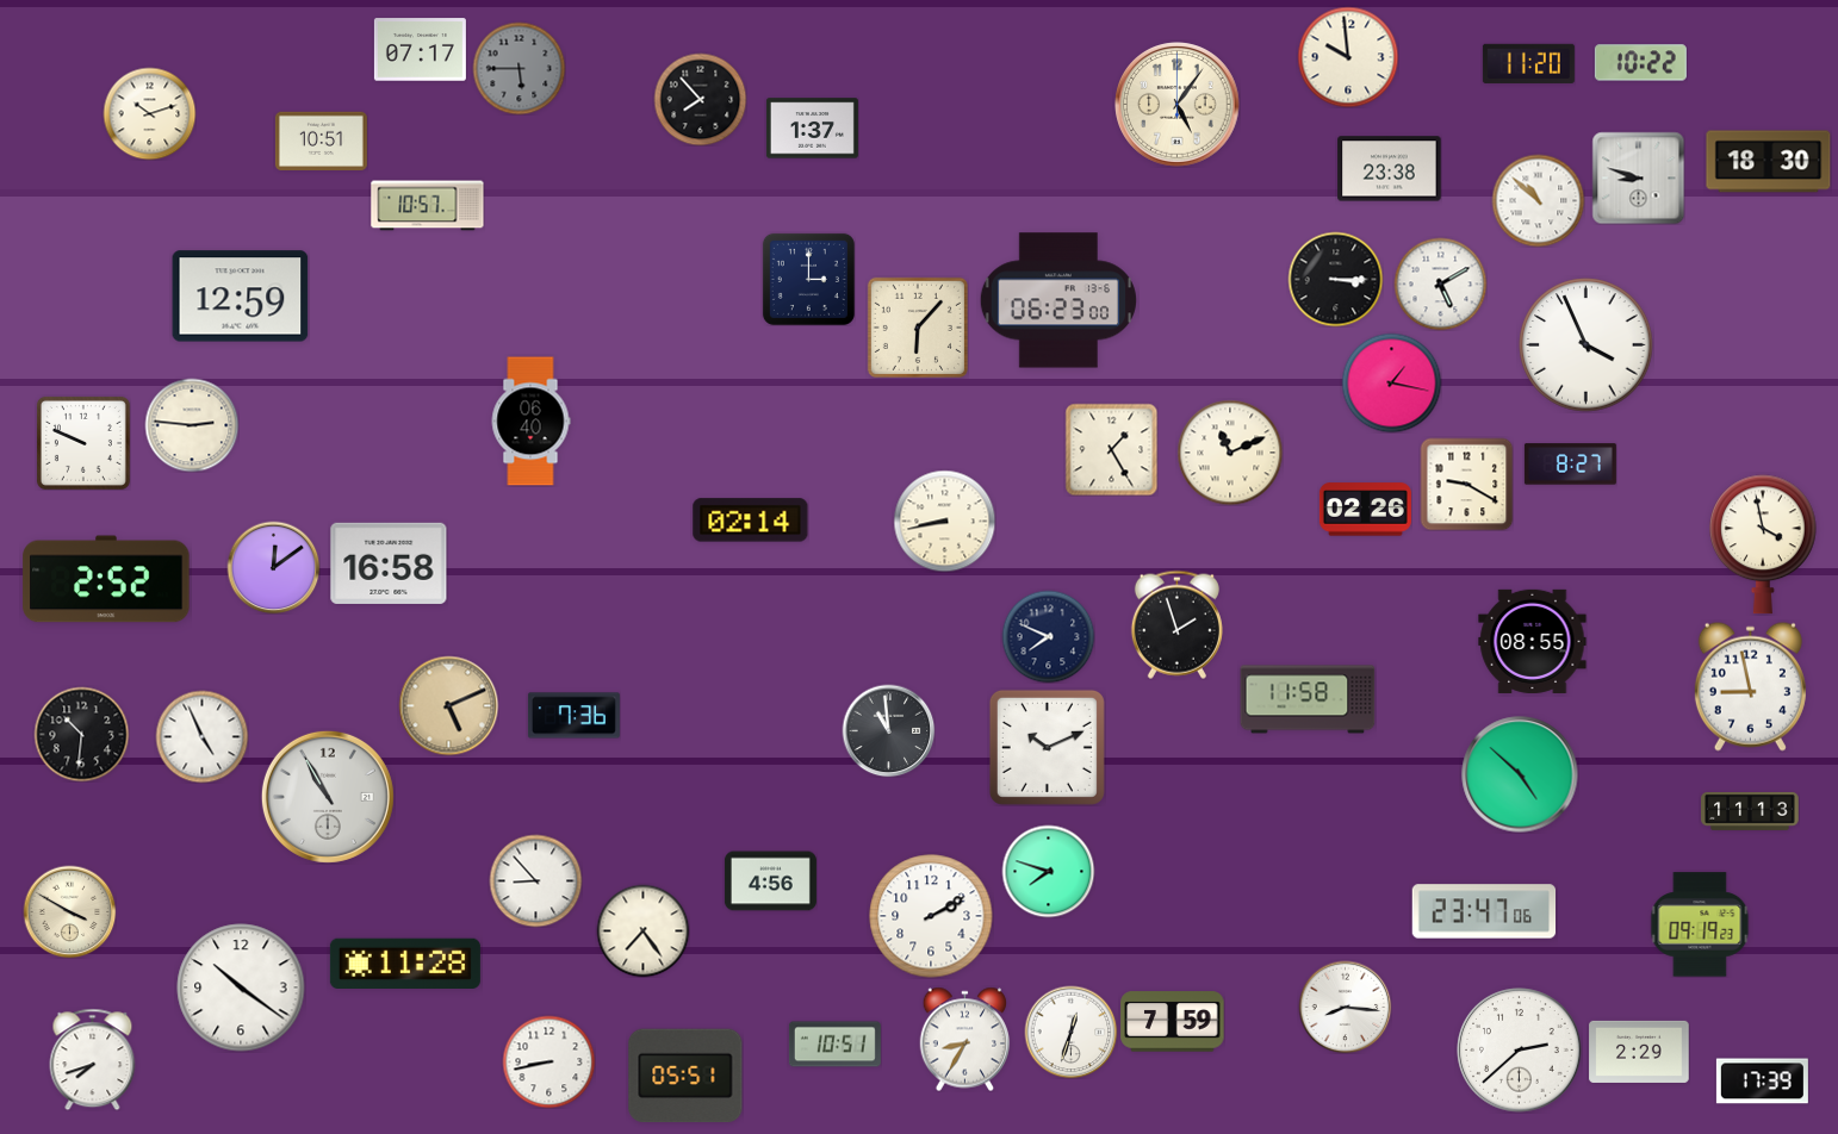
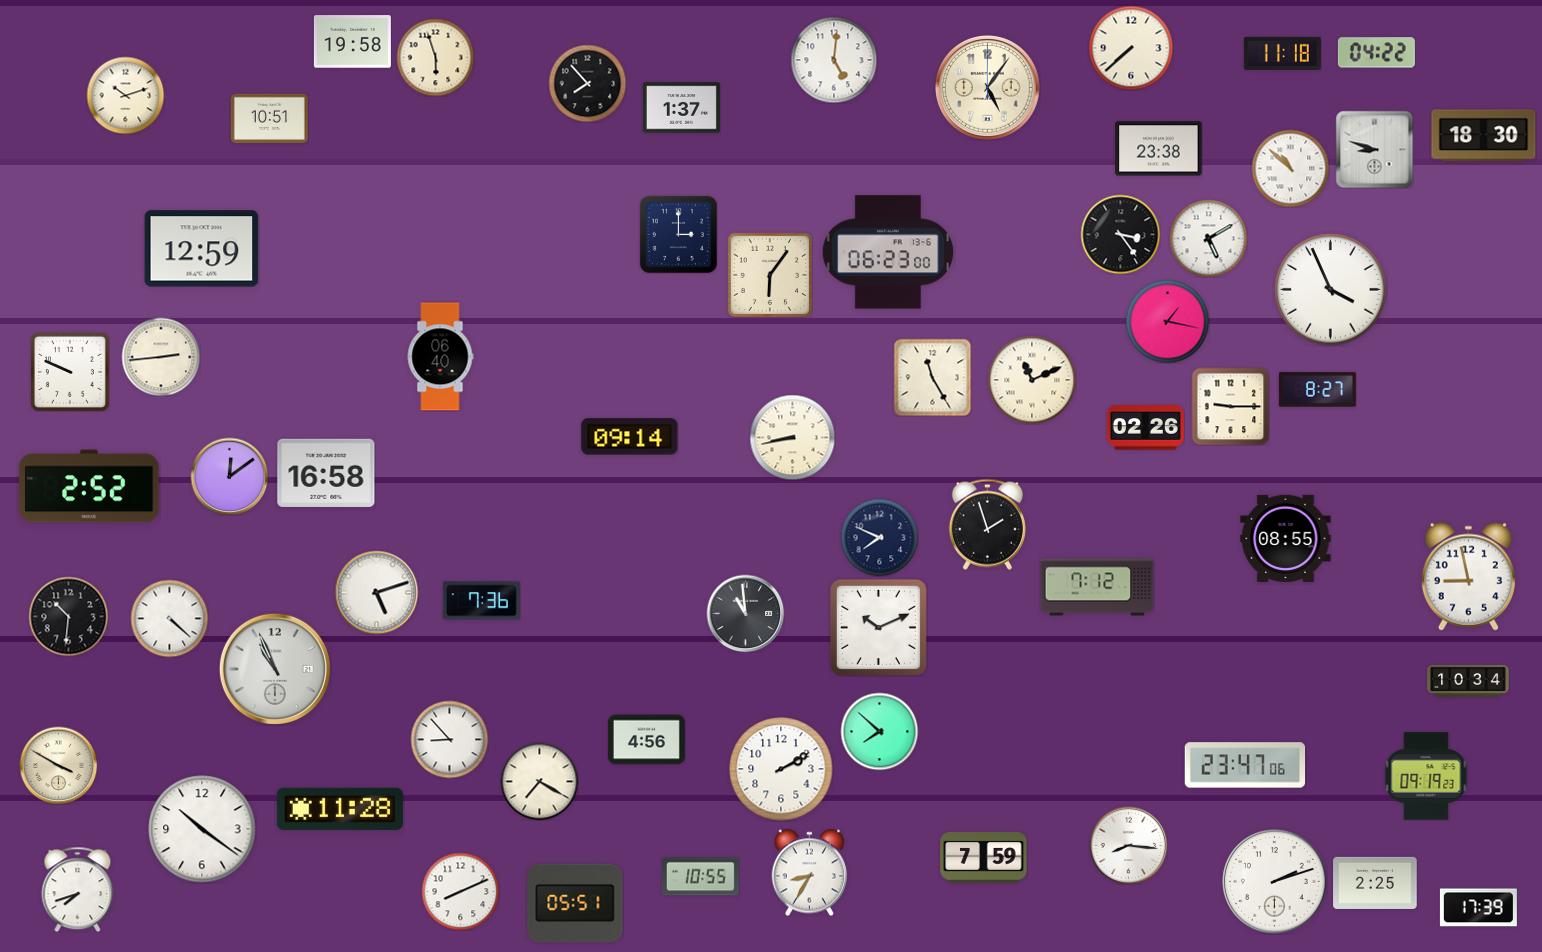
clock at (420, 50): 07:17 -> 19:58
clock at (1348, 57): 9:59 -> 7:38
clock at (1528, 63): 11:20 -> 11:18
clock at (1640, 63): 10:22 -> 04:22
clock at (519, 68): 5:45 -> 5:57
clock at (519, 68) dial: grey -> cream
clock at (834, 60): none -> 5:01
clock at (1390, 169) position: (1390, 169) -> (1159, 149)
clock at (428, 206): 10:57 -> none
clock at (1335, 279): 3:15 -> 3:24
clock at (918, 328): 6:07 -> 6:06
clock at (530, 422) position: (530, 422) -> (440, 357)
clock at (192, 425): 2:46 -> 2:44
clock at (1111, 449): 1:25 -> 11:25
clock at (1466, 484): 9:20 -> 9:15
clock at (751, 521): 02:14 -> 09:14
clock at (1764, 544): 3:58 -> none
clock at (1048, 636) position: (1048, 636) -> (879, 537)
clock at (1308, 699): 11:58 -> 7:12
clock at (448, 705): 5:11 -> 5:12
clock at (448, 705) dial: champagne -> white
clock at (201, 736): 4:56 -> 4:22
clock at (1520, 774): 4:52 -> none
clock at (328, 797): 10:55 -> 10:56
clock at (1750, 811): 11:13 -> 10:34
clock at (1048, 871): 7:48 -> 7:52
clock at (642, 930): 7:24 -> 7:20
clock at (1070, 1032): 12:33 -> none
clock at (834, 1045): 10:51 -> 10:55
clock at (1520, 1051): 2:38 -> 2:12
clock at (1639, 1052): 2:29 -> 2:25
clock at (548, 1061): 8:43 -> 8:11
